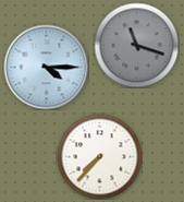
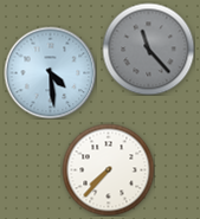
clock at (136, 45): 11:18 -> 11:23
clock at (46, 67): 4:15 -> 4:29
